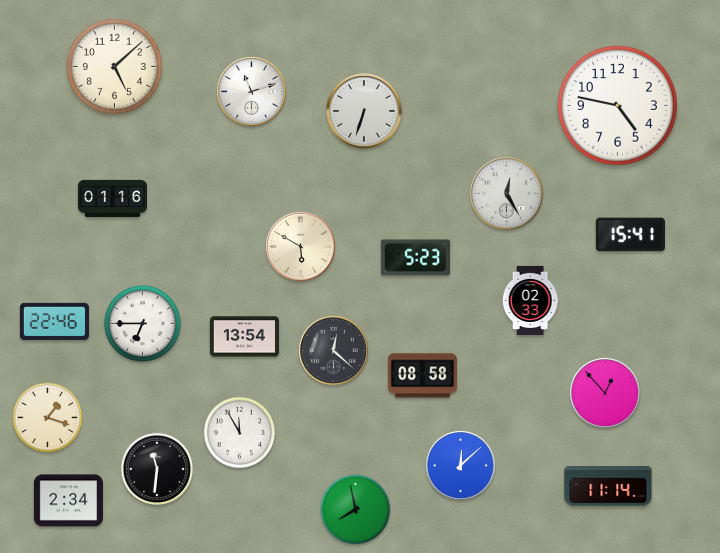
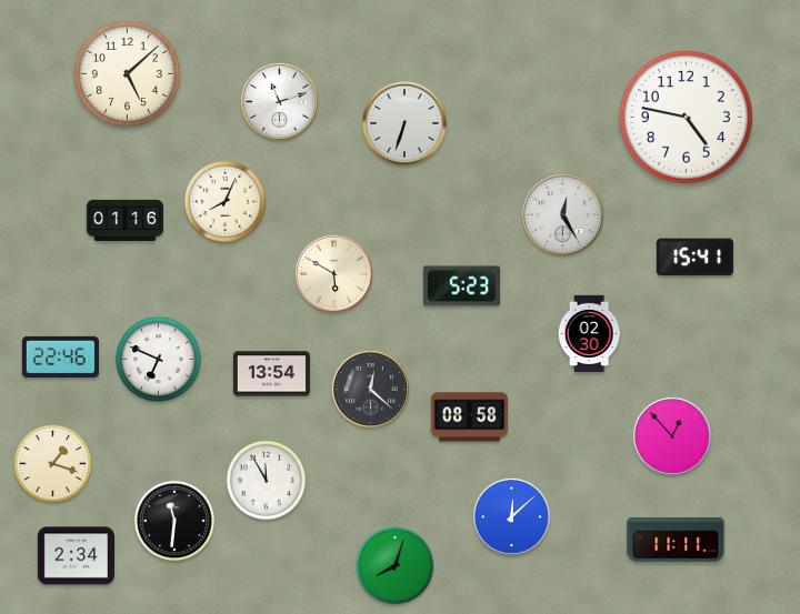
clock at (224, 201): none -> 8:04
clock at (630, 235) position: (630, 235) -> (694, 258)
clock at (530, 300): 02:33 -> 02:30
clock at (143, 324): 6:45 -> 6:49
clock at (608, 486): 11:14 -> 11:11
clock at (356, 510): 7:58 -> 8:03
